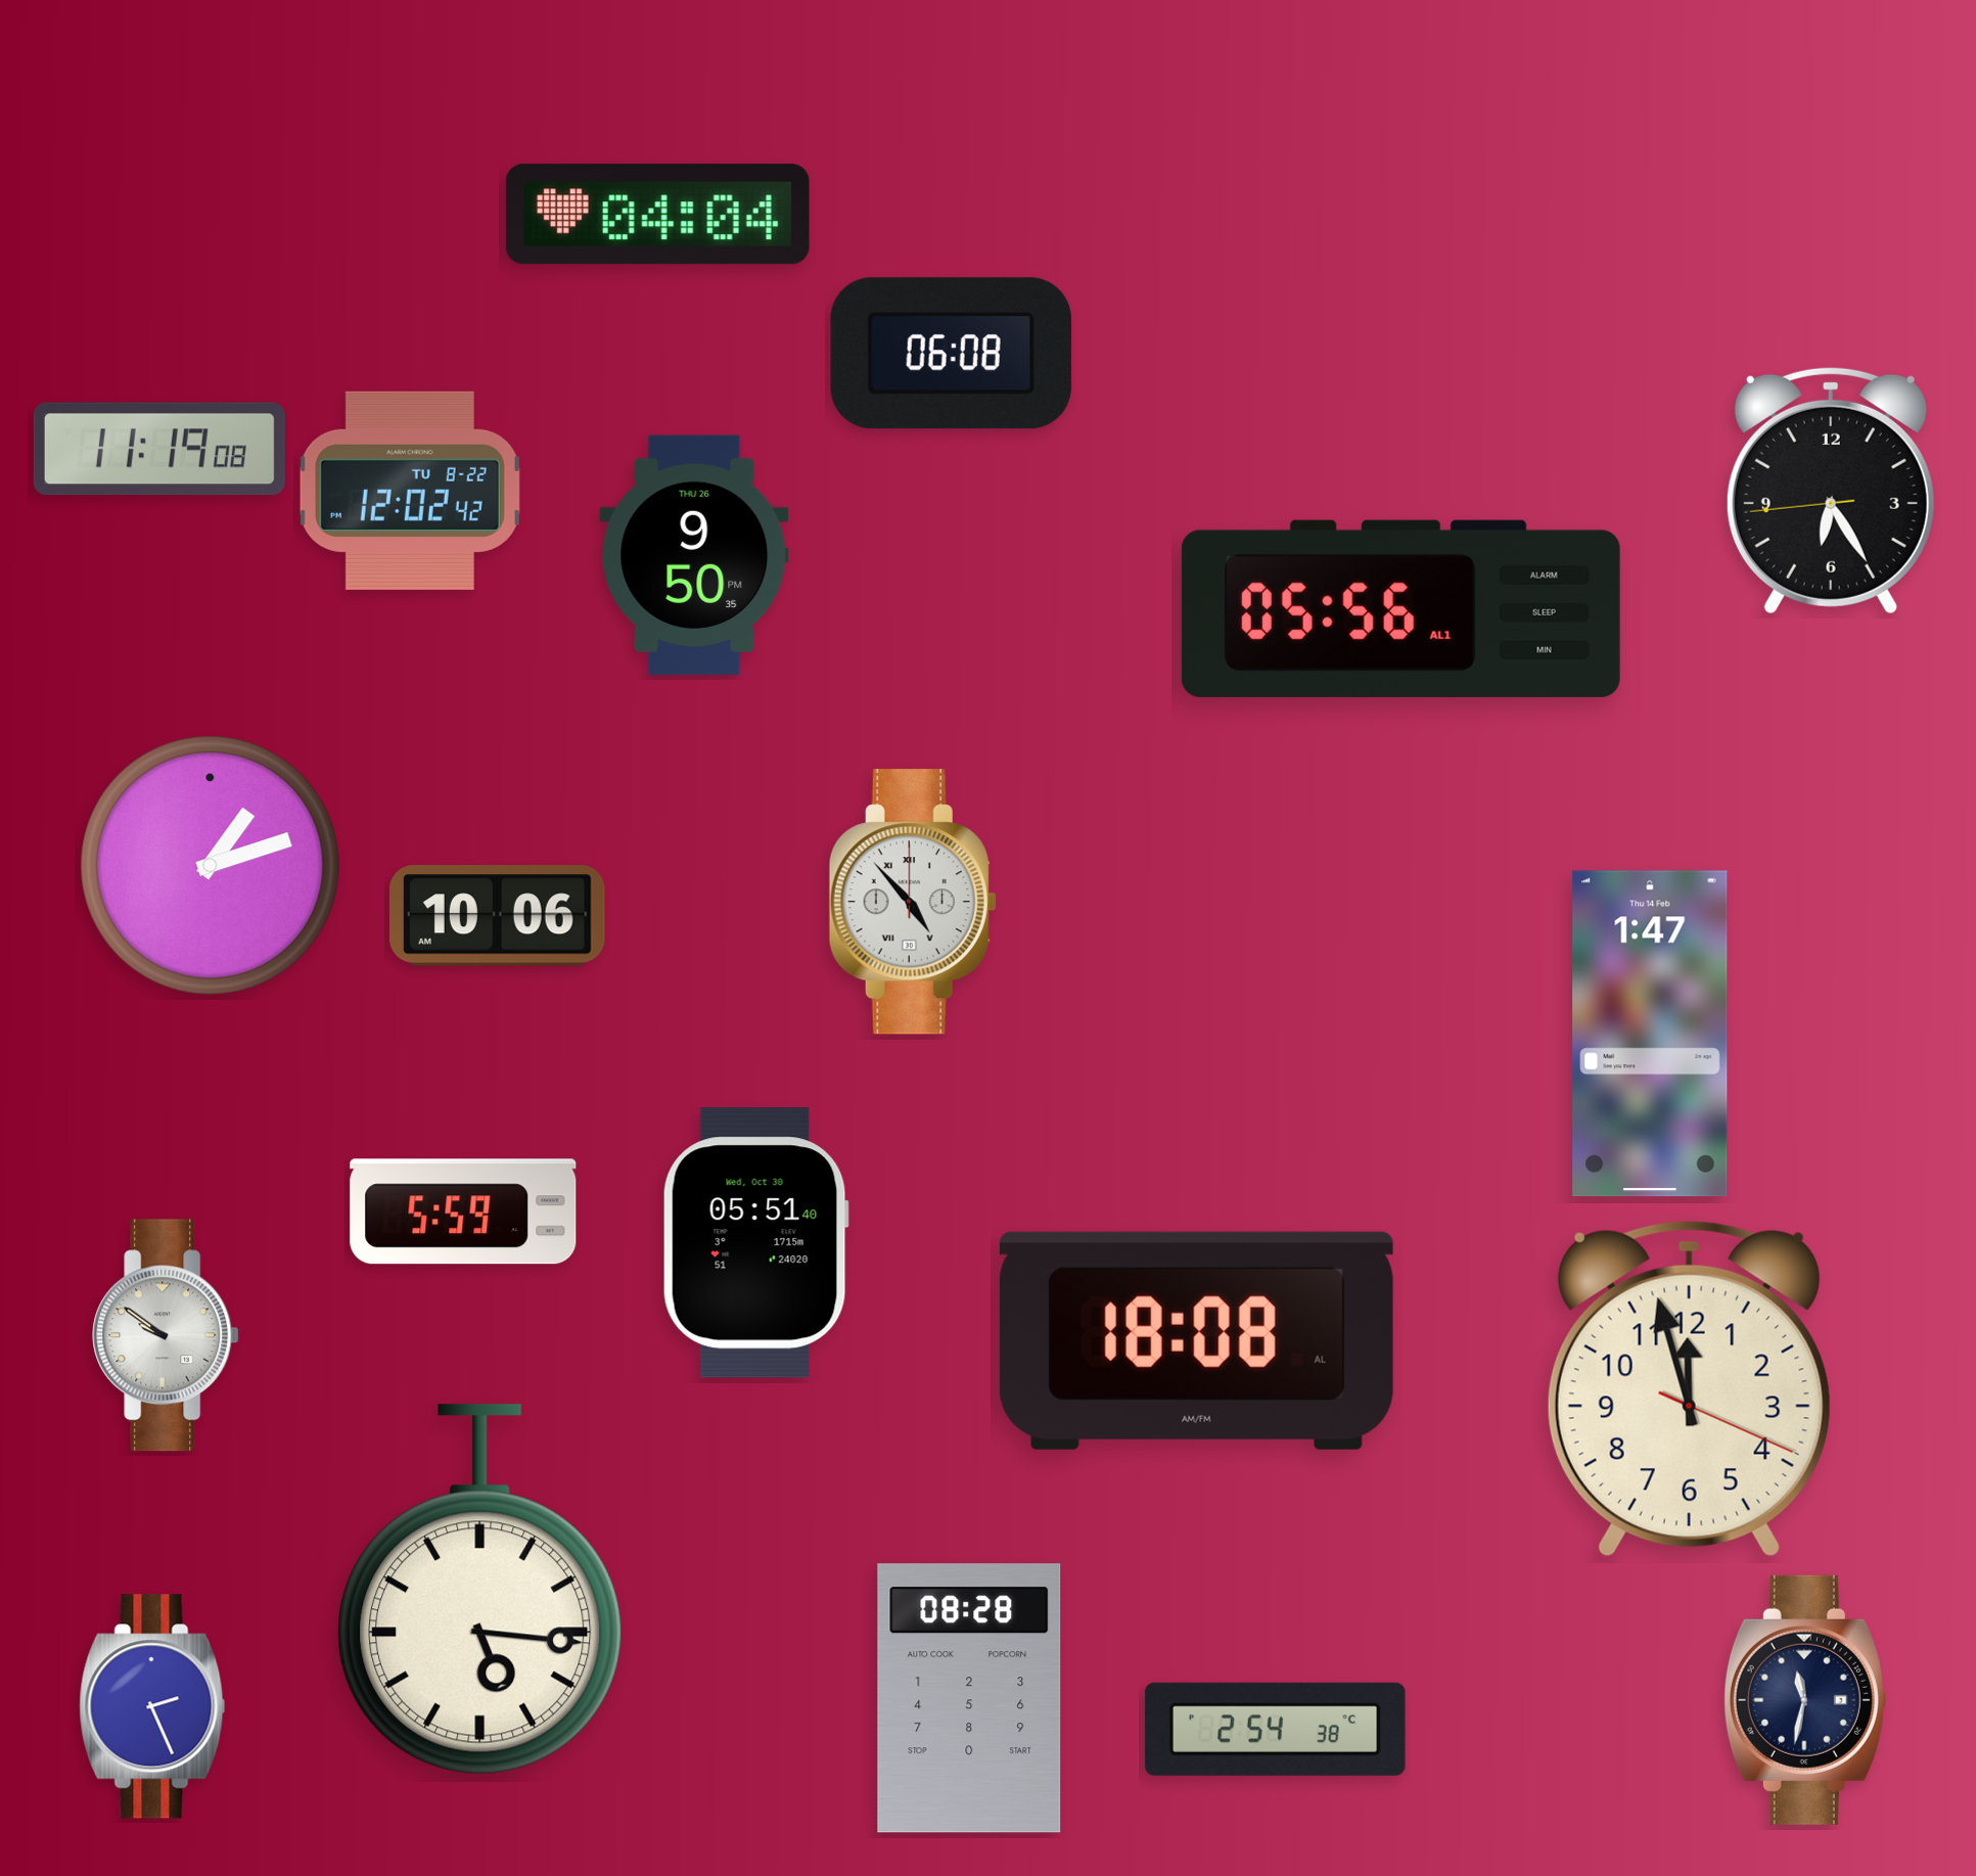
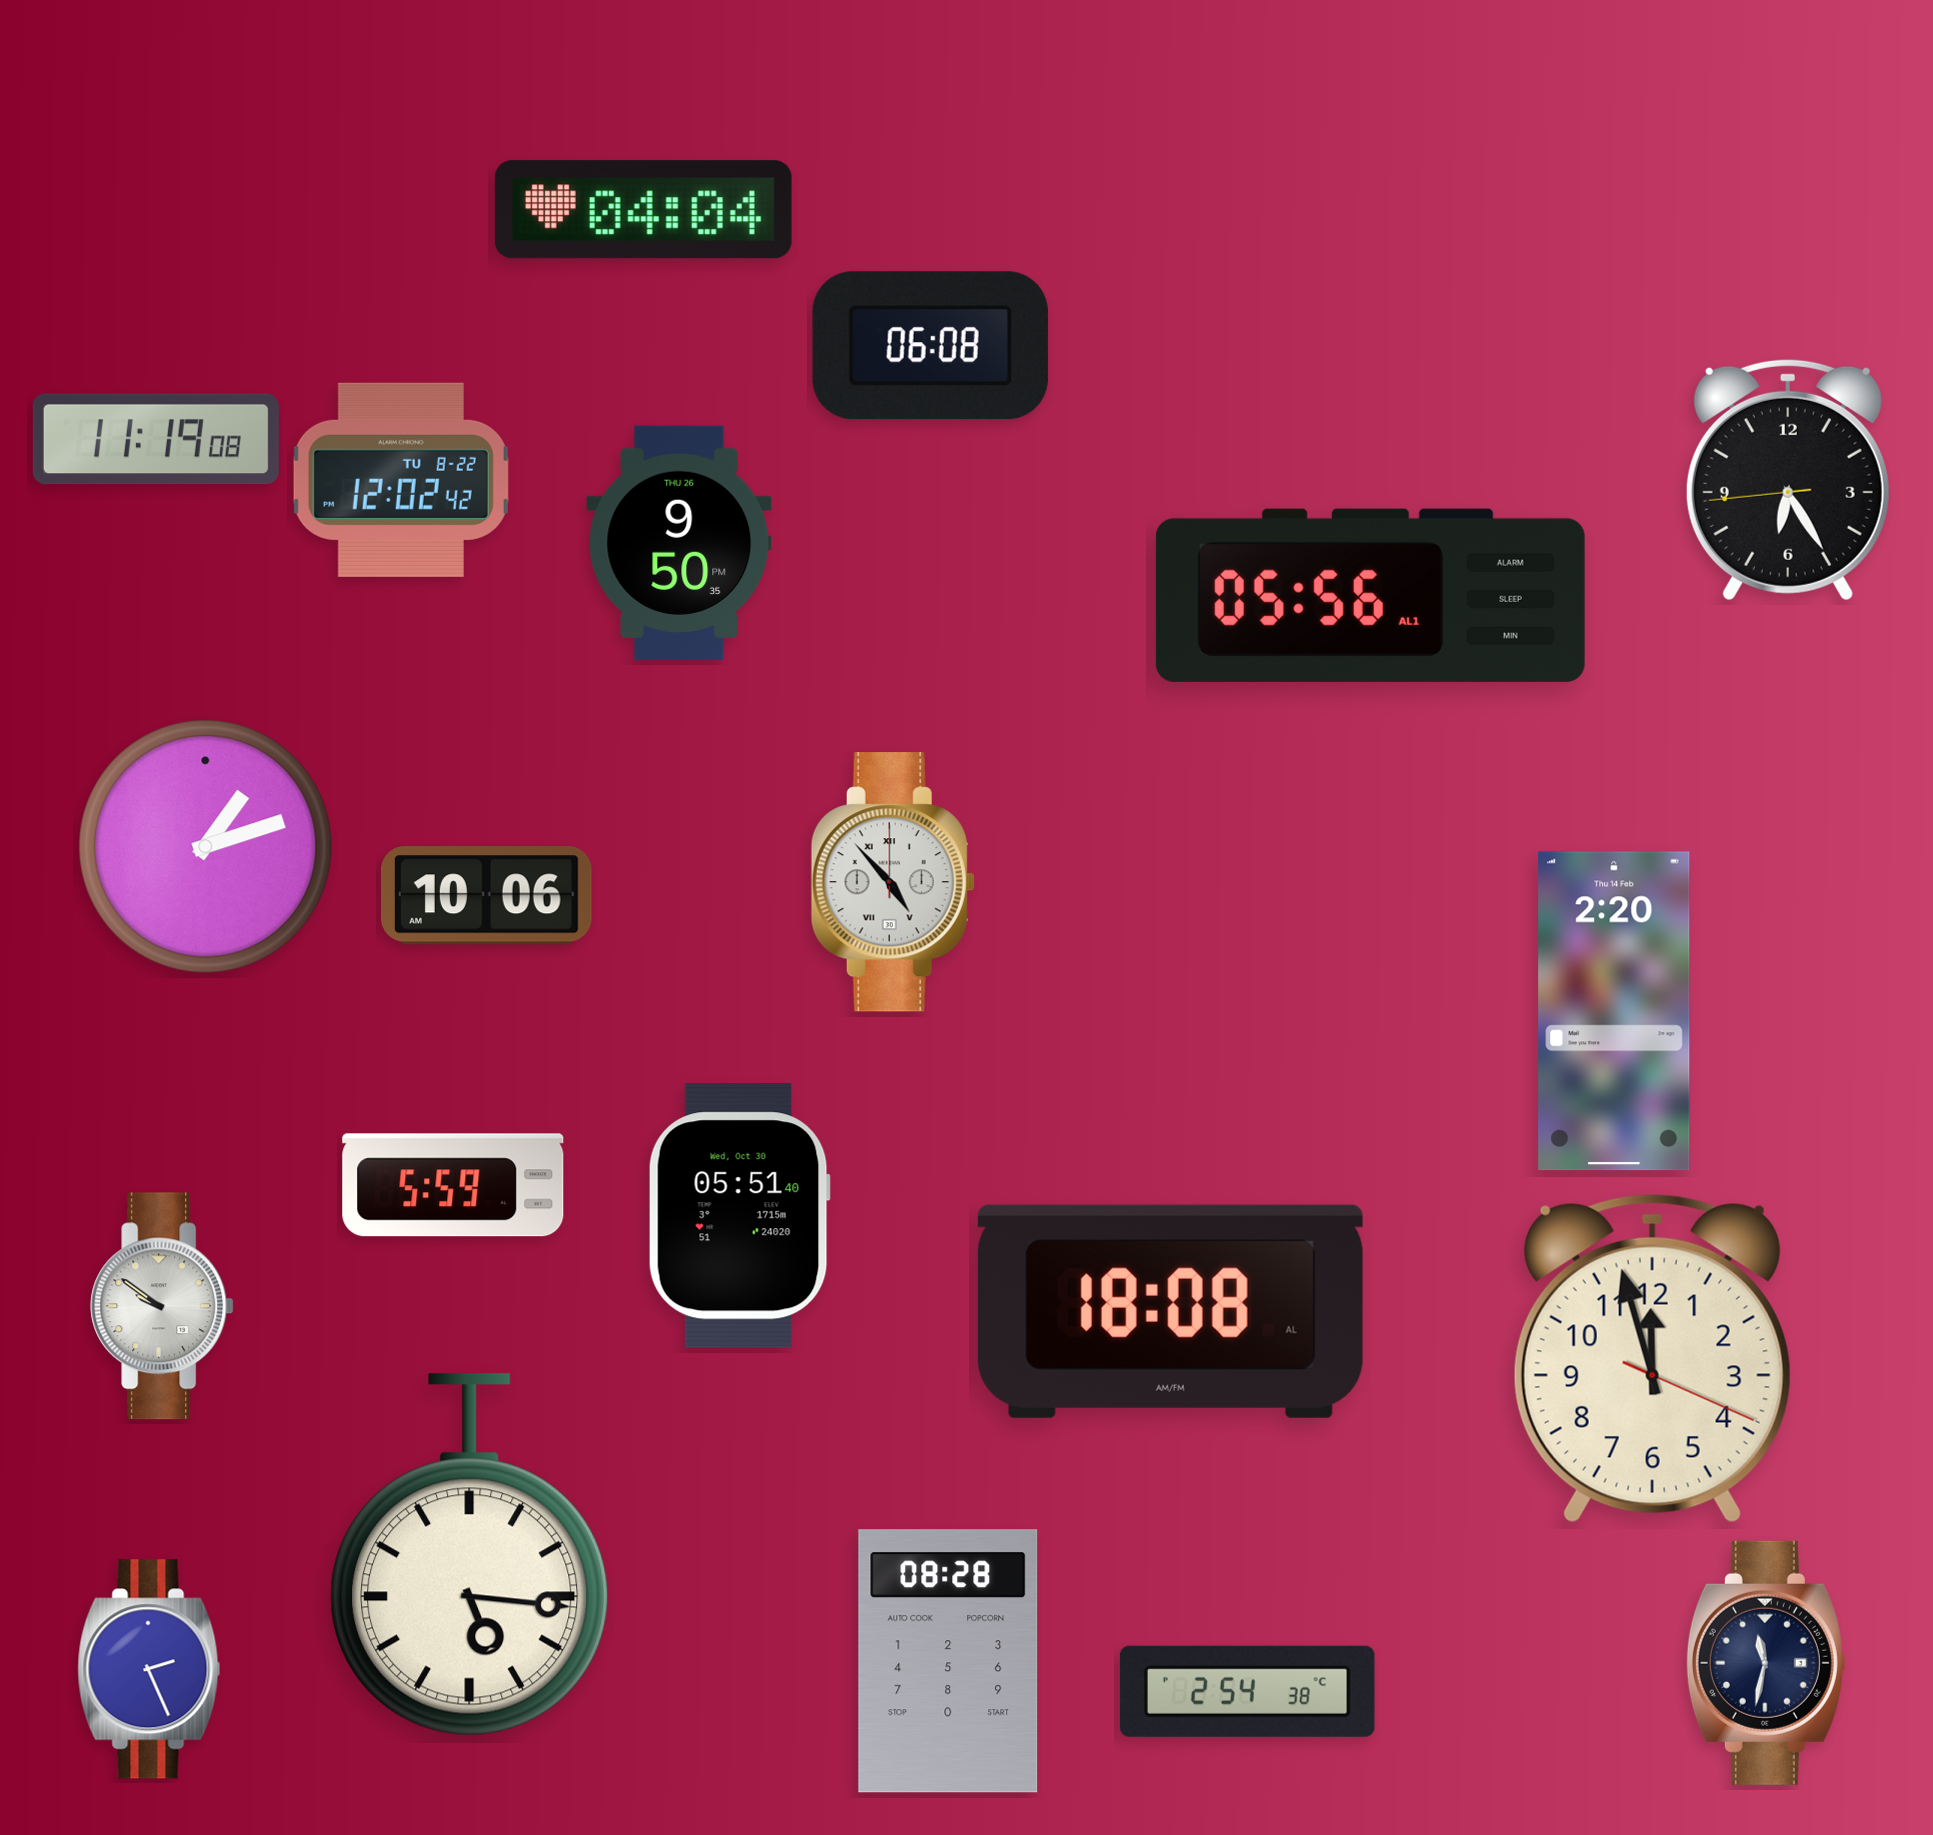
clock at (1831, 491) position: (1831, 491) -> (1788, 480)
clock at (1650, 1034): 1:47 -> 2:20
